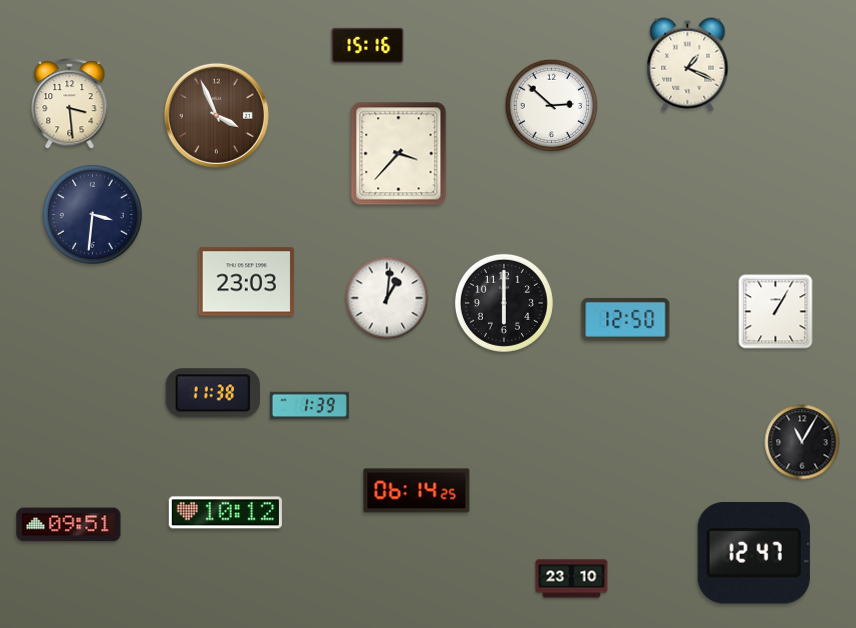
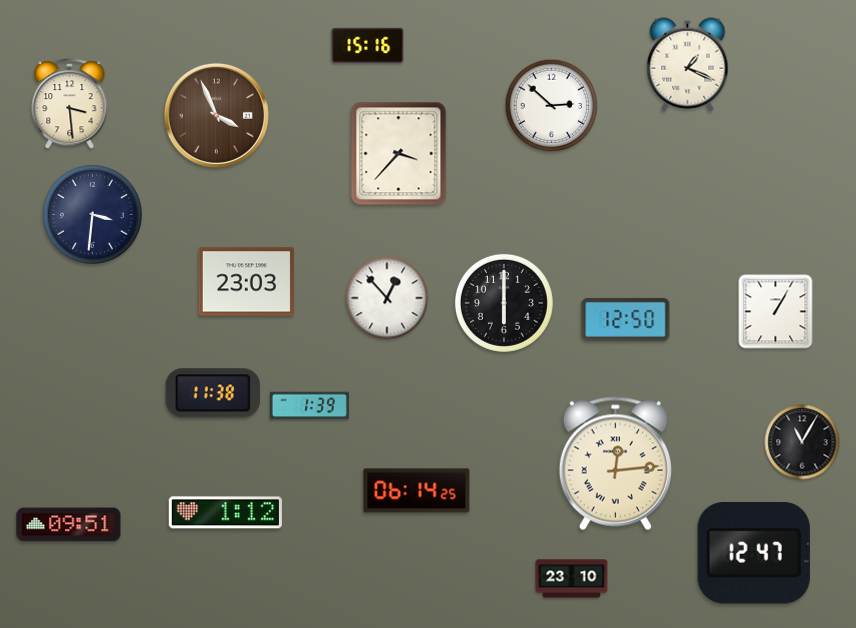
clock at (387, 298): 1:01 -> 12:53
clock at (615, 464): none -> 12:14
clock at (225, 513): 10:12 -> 1:12
